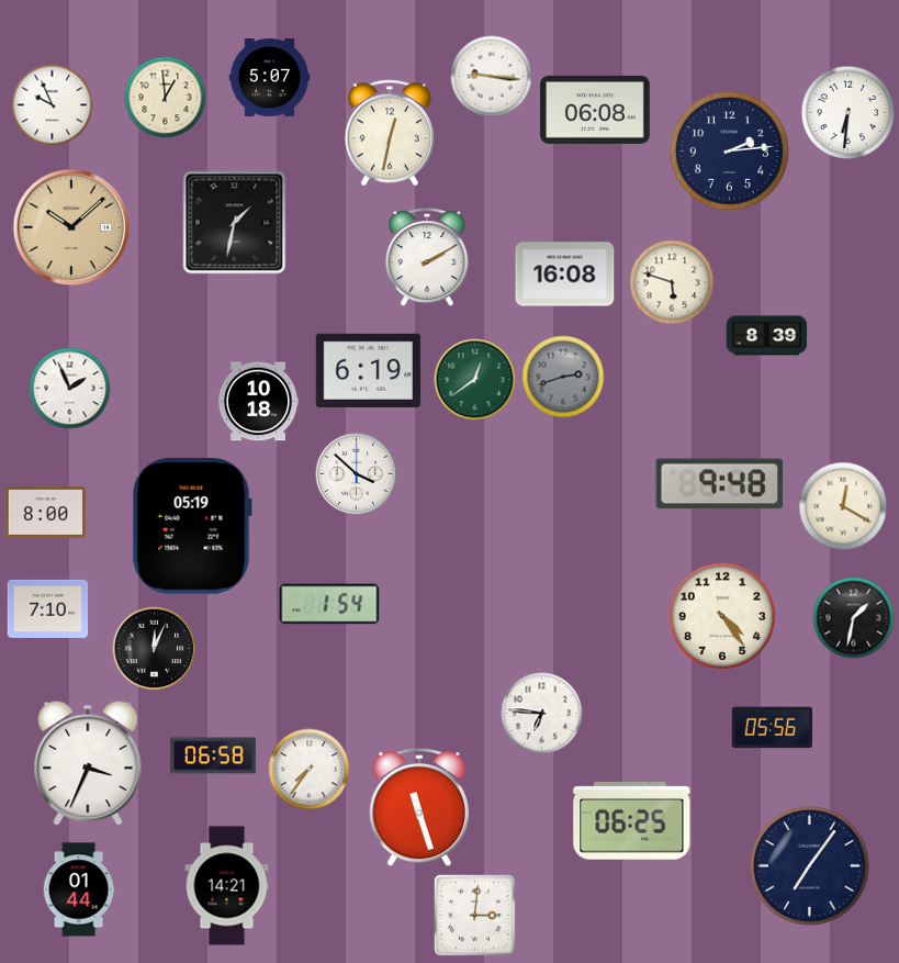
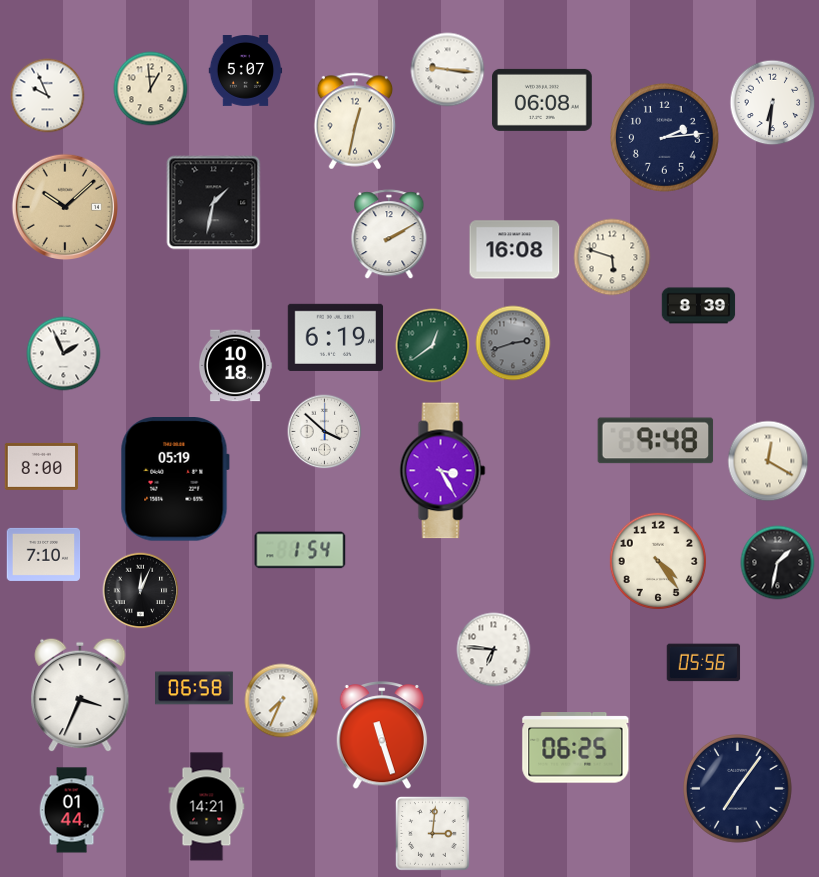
clock at (443, 471): none -> 3:25
clock at (310, 770): 7:36 -> 7:34
